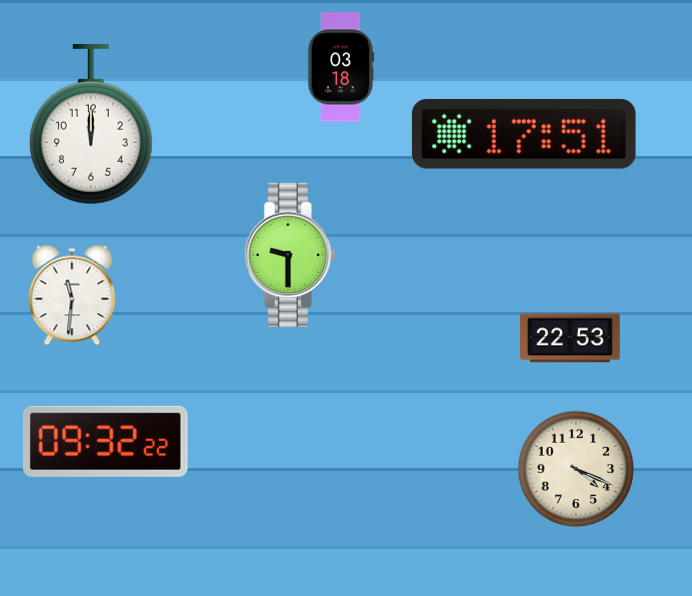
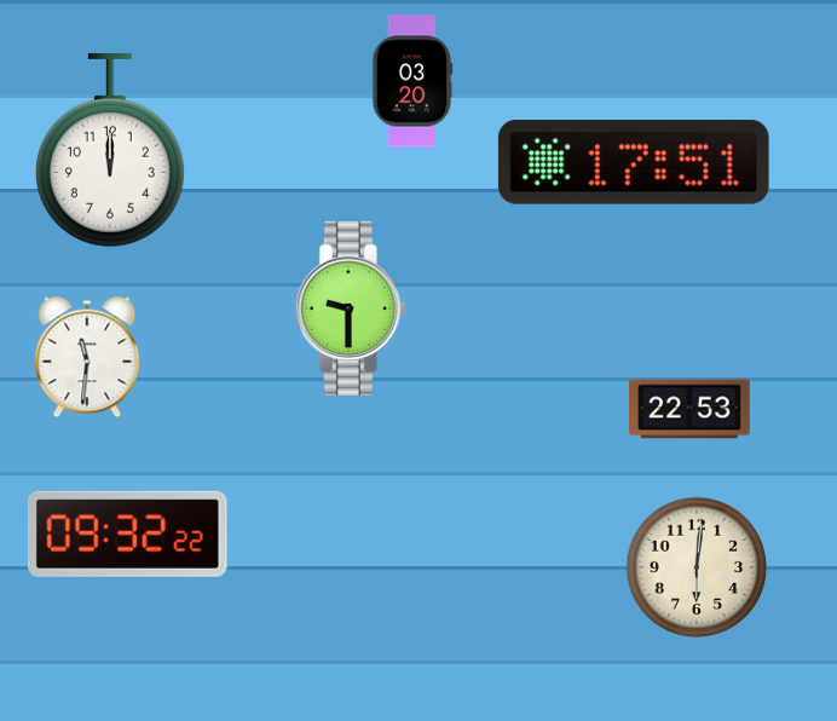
clock at (341, 67): 03:18 -> 03:20
clock at (576, 469): 4:19 -> 6:01
